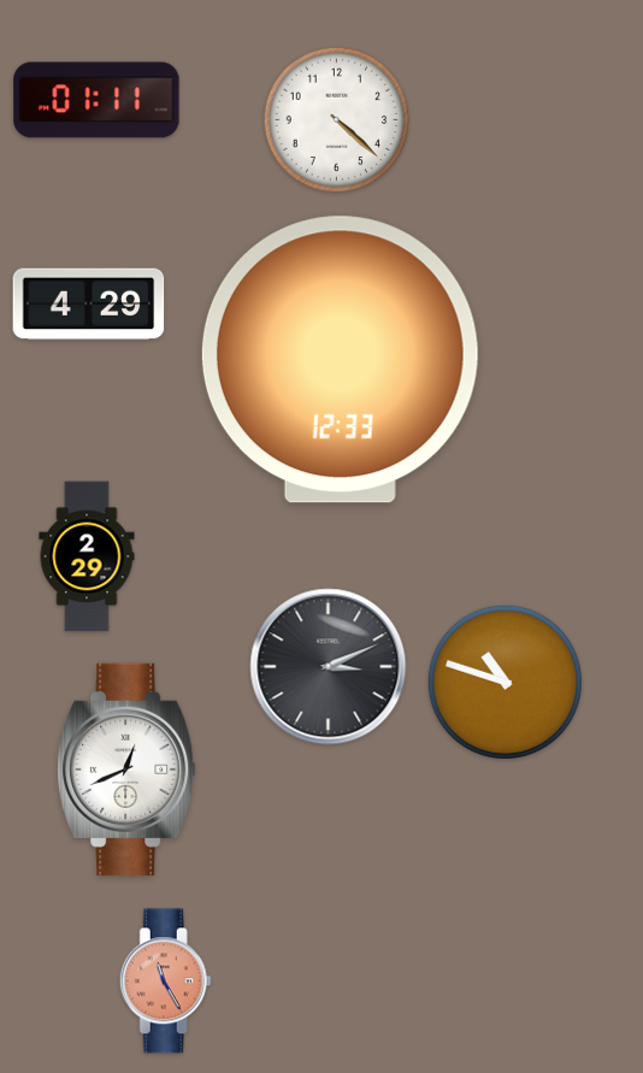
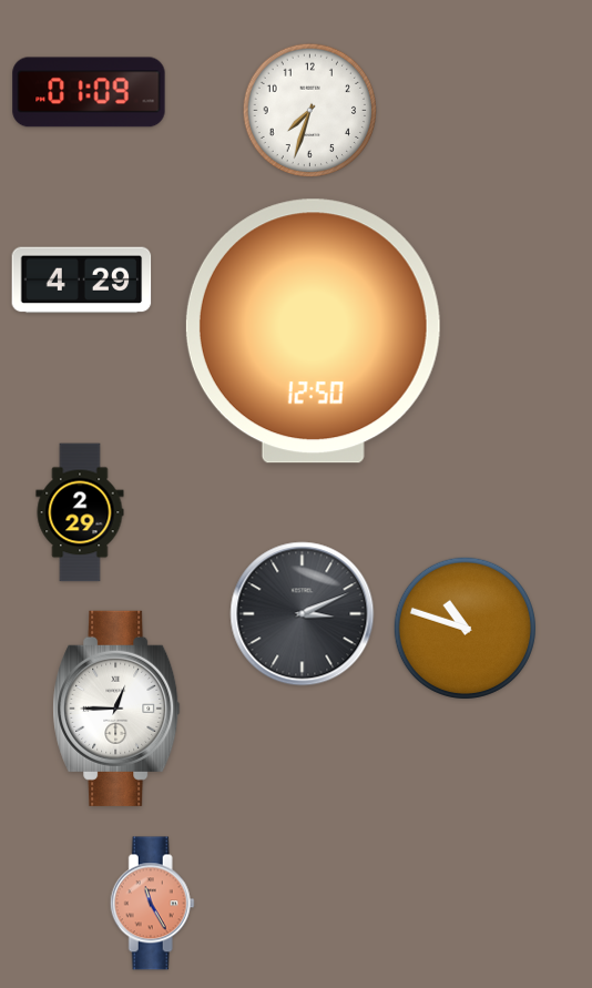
clock at (96, 100): 01:11 -> 01:09
clock at (337, 120): 4:22 -> 7:33
clock at (340, 360): 12:33 -> 12:50
clock at (126, 770): 12:41 -> 12:45
